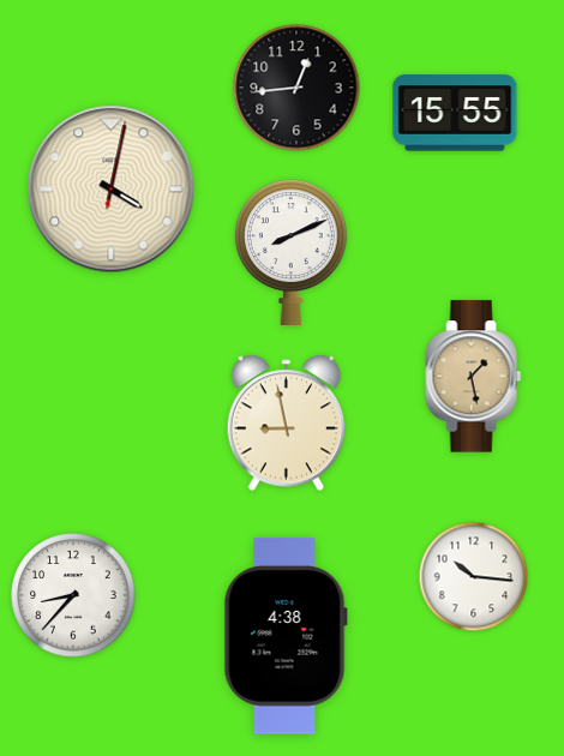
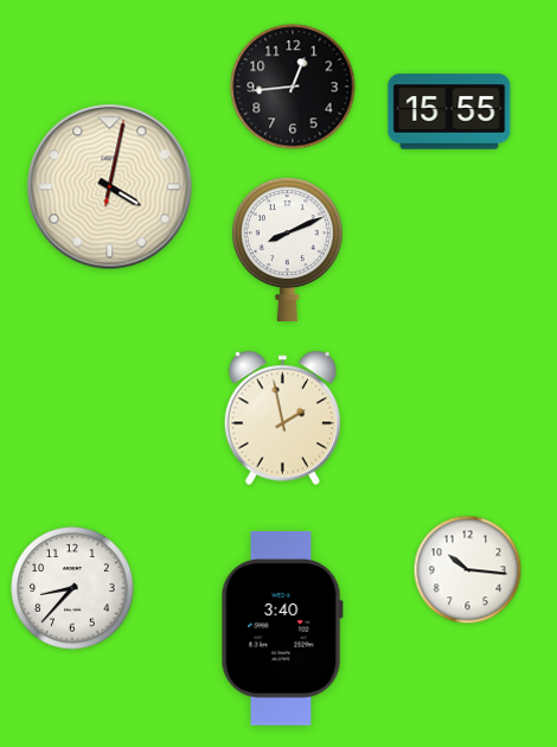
clock at (474, 377): 1:28 -> none
clock at (287, 424): 8:58 -> 1:58
clock at (286, 636): 4:38 -> 3:40
